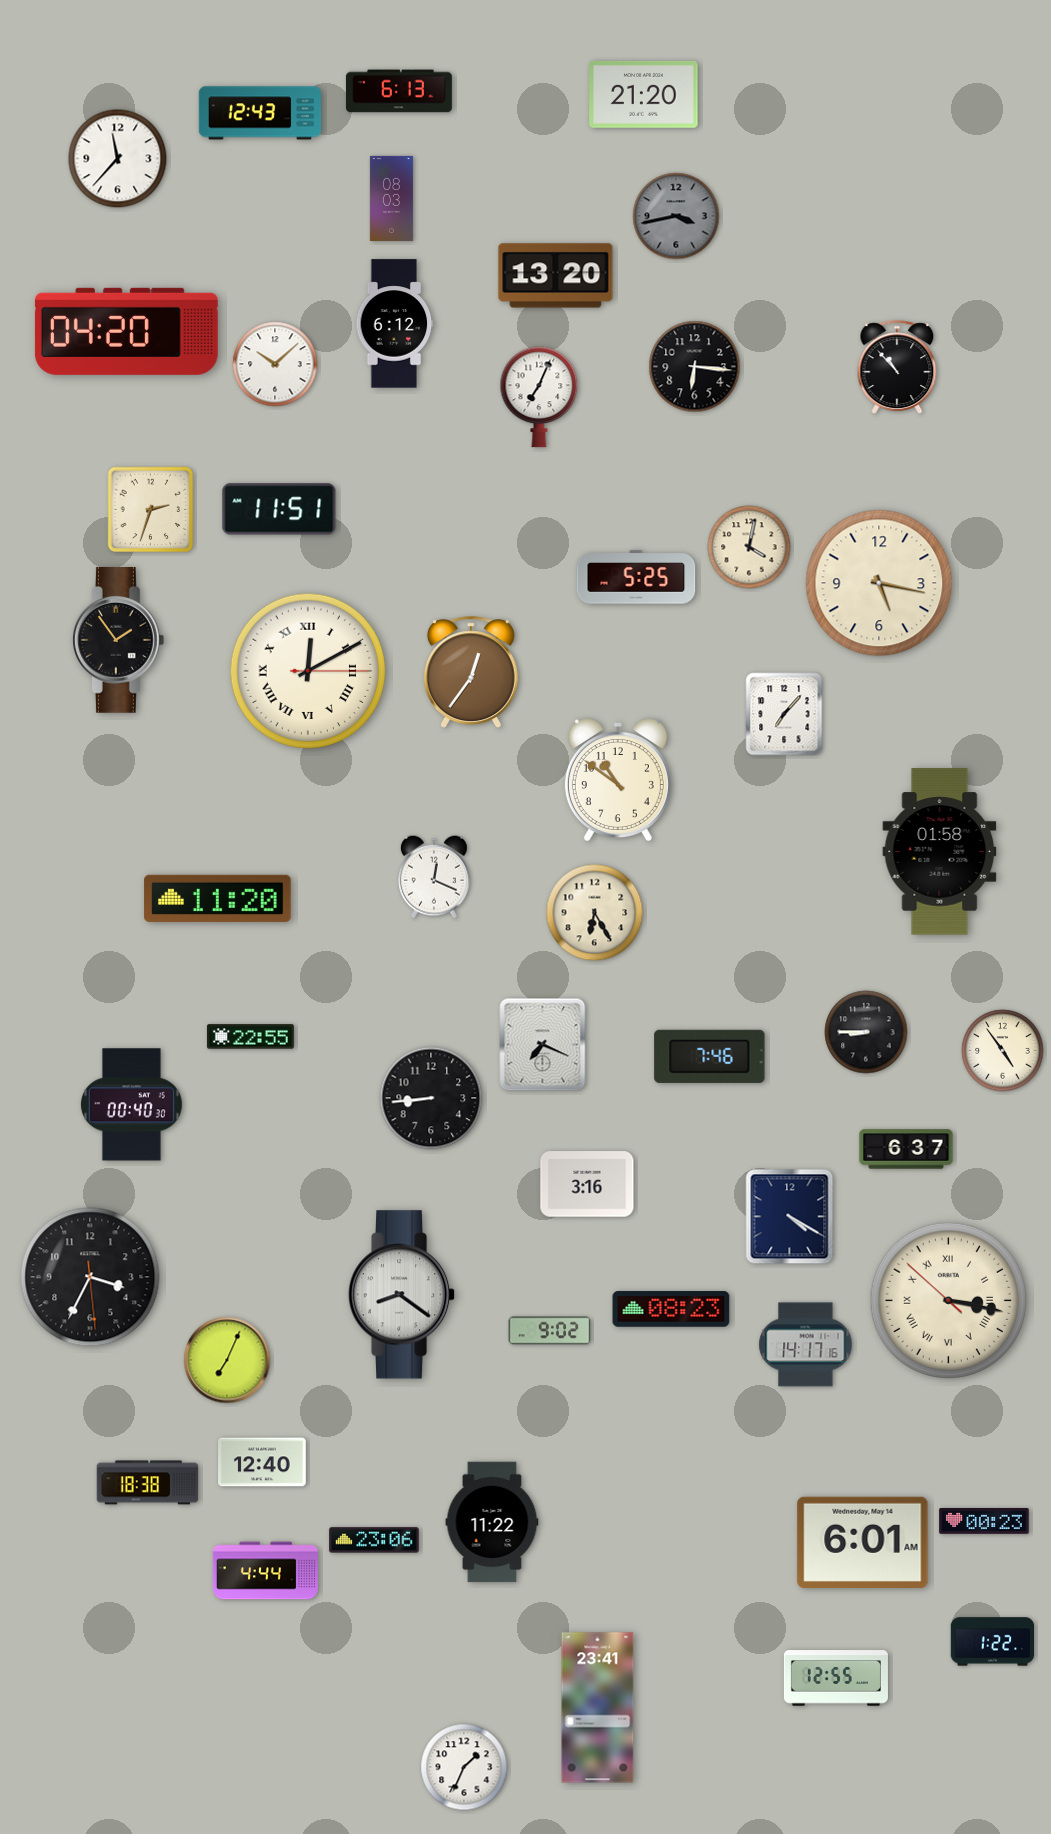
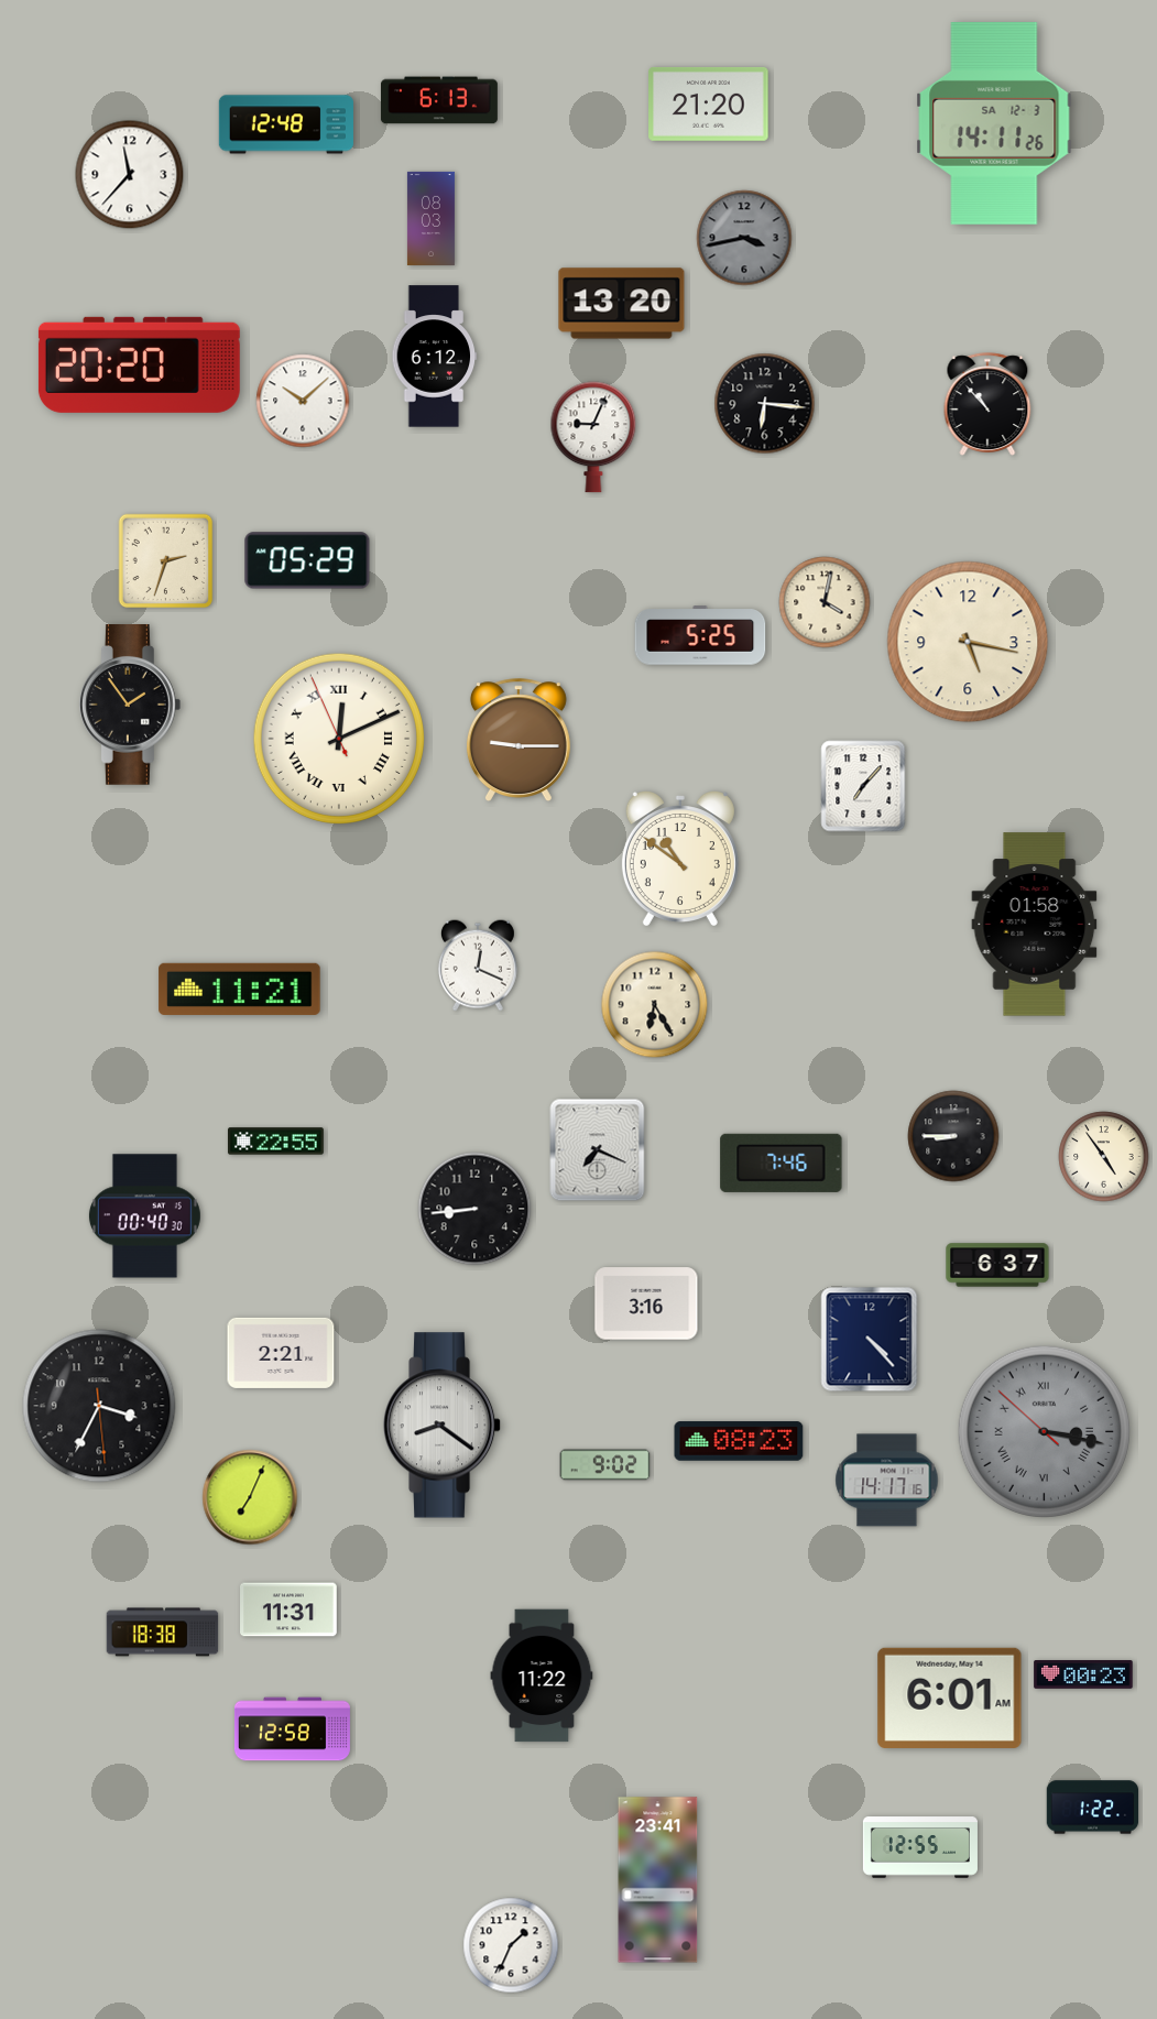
clock at (260, 113): 12:43 -> 12:48
clock at (994, 124): none -> 14:11
clock at (556, 276) position: (556, 276) -> (622, 304)
clock at (126, 331): 04:20 -> 20:20
clock at (539, 397): 7:04 -> 9:04
clock at (279, 509): 11:51 -> 05:29
clock at (308, 671): 12:10:15 -> 12:10:56
clock at (471, 672): 12:36 -> 9:15
clock at (940, 852) position: (940, 852) -> (1035, 925)
clock at (218, 898): 11:20 -> 11:21
clock at (790, 1217): 4:20 -> 4:23
clock at (281, 1353): none -> 2:21
clock at (948, 1300) dial: cream -> grey
clock at (263, 1462): 12:40 -> 11:31
clock at (374, 1540): 23:06 -> none
clock at (265, 1571): 4:44 -> 12:58
